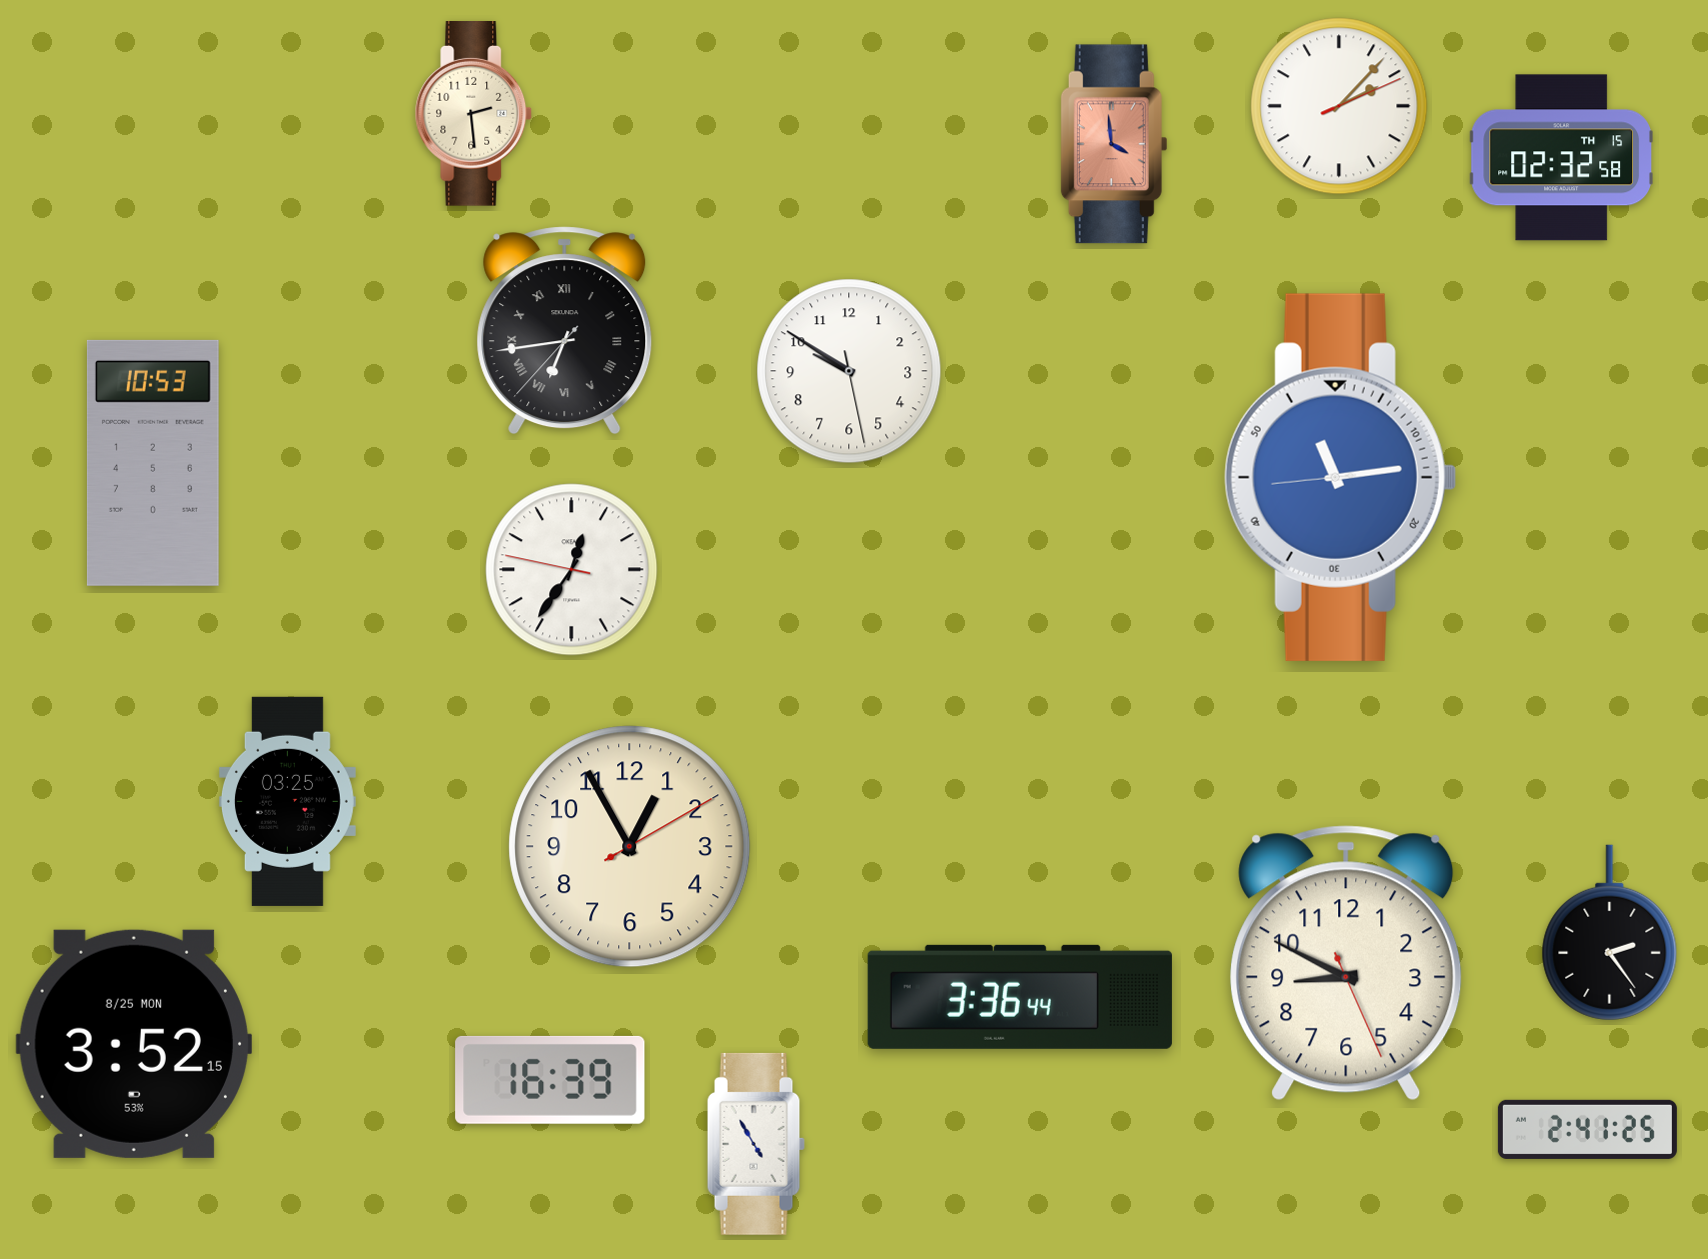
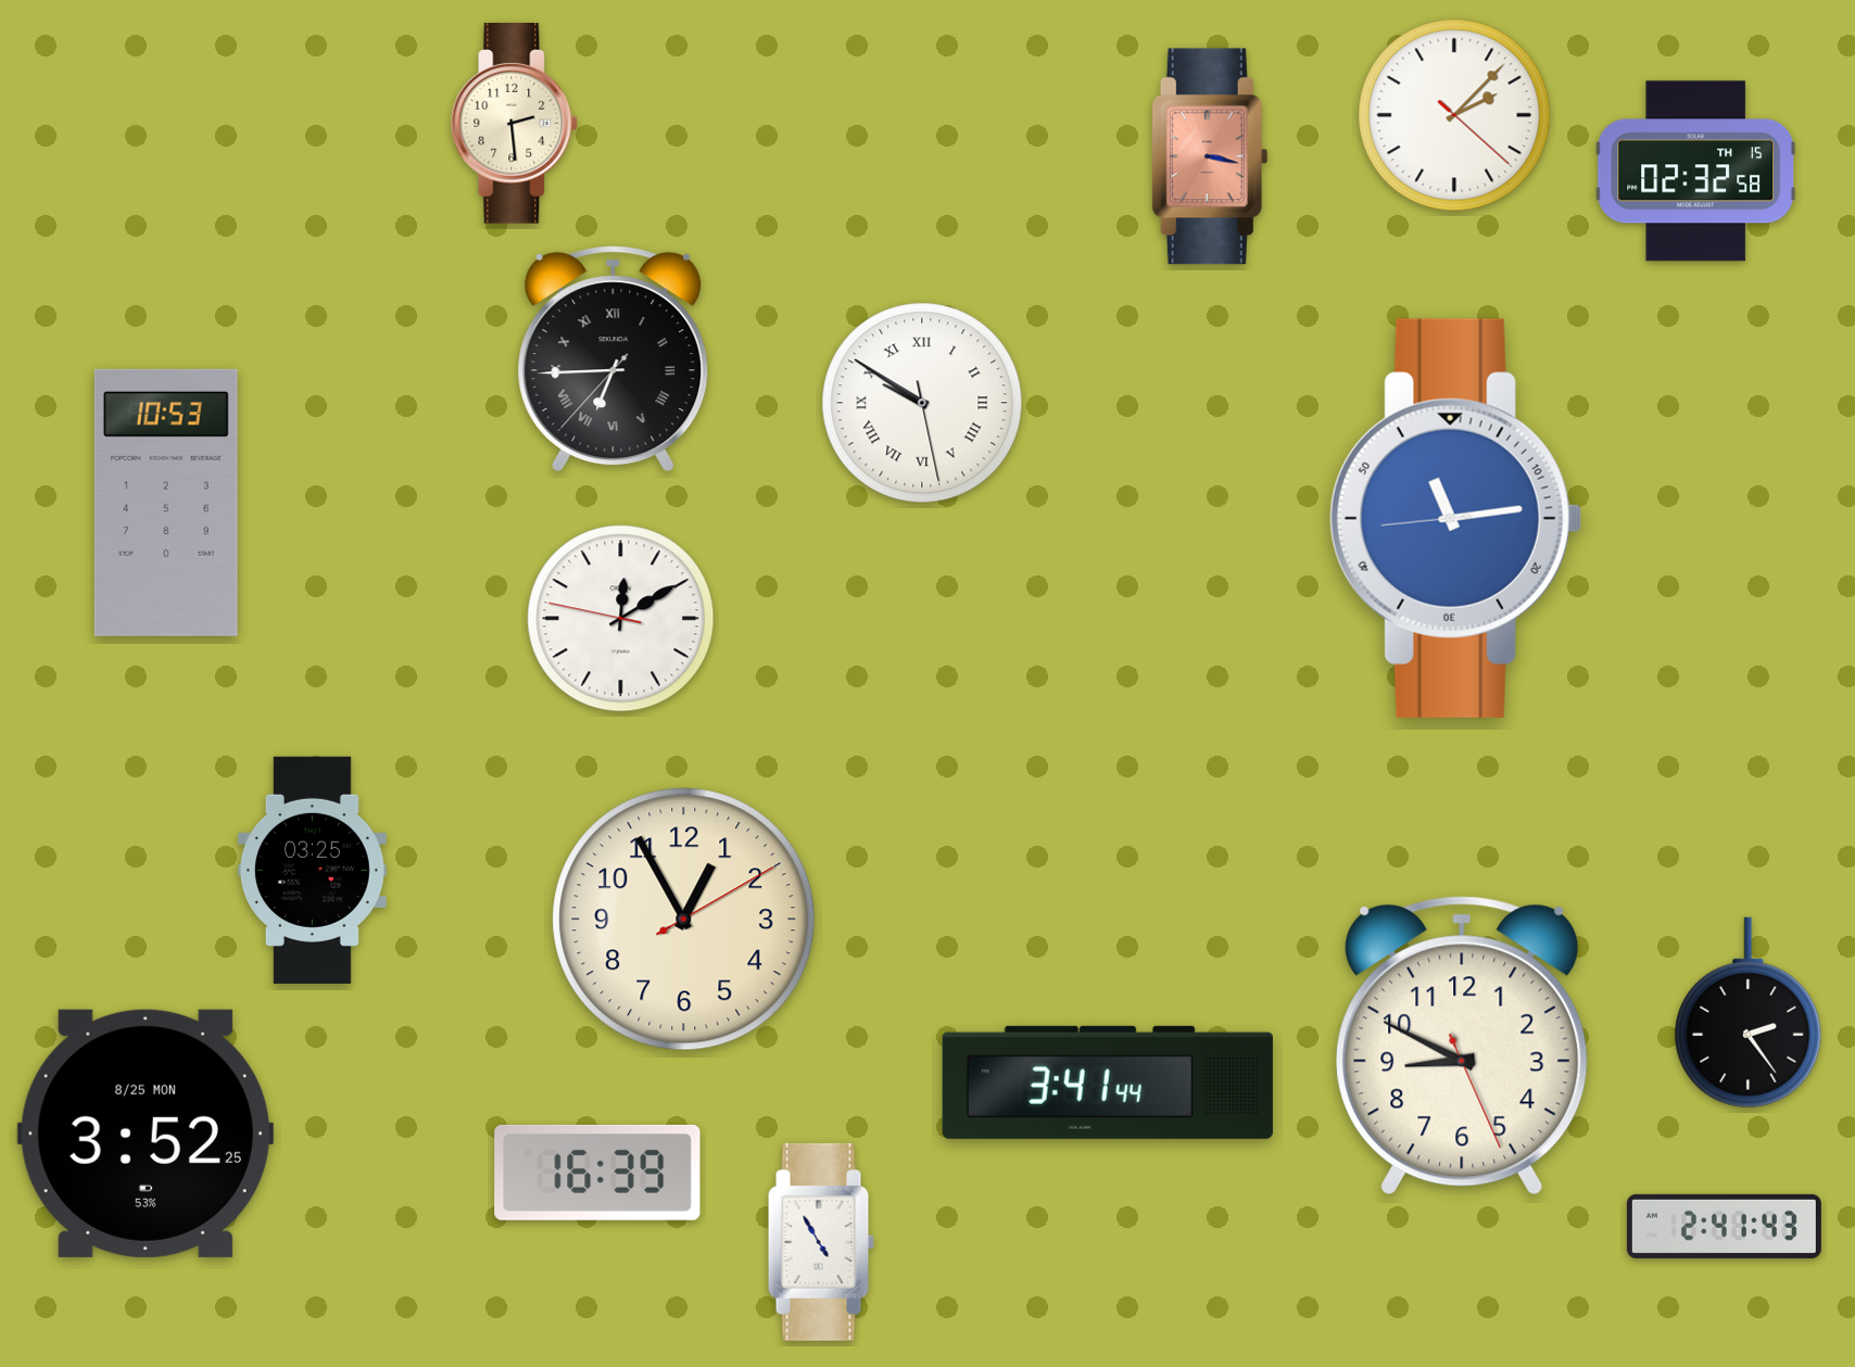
clock at (1339, 106): 2:07:11 -> 2:07:22
clock at (1114, 144): 3:59 -> 3:17
clock at (565, 331): 6:43 -> 6:44
clock at (849, 371) numerals: Arabic -> Roman
clock at (572, 570): 12:35 -> 12:09
clock at (1020, 997): 3:36 -> 3:41
clock at (134, 1044): 3:52:15 -> 3:52:25
clock at (1587, 1129): 2:41:25 -> 2:41:43
